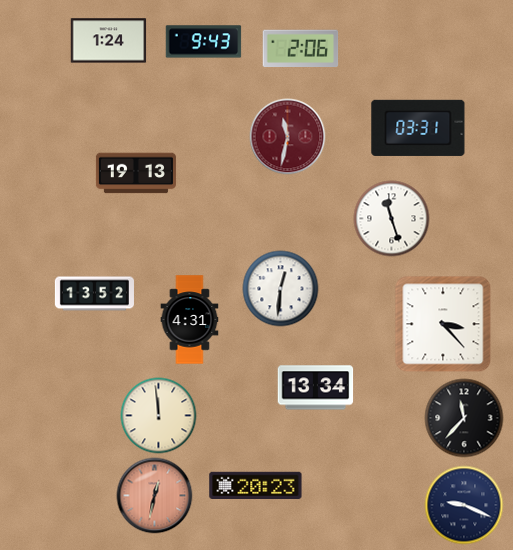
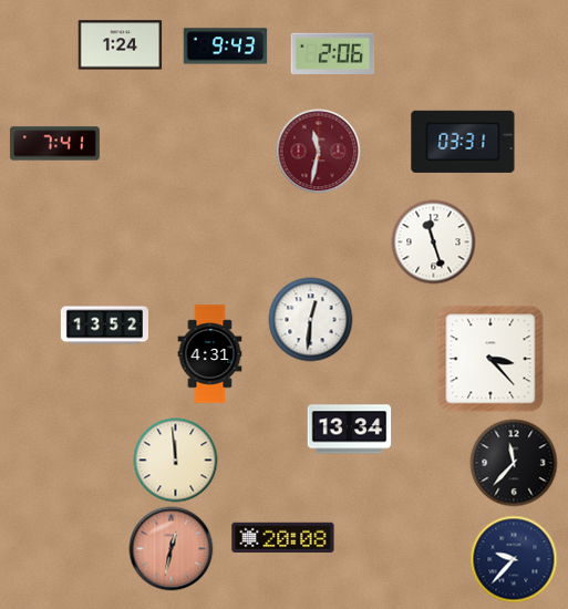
clock at (54, 144): none -> 7:41
clock at (136, 173): 19:13 -> none
clock at (256, 485): 20:23 -> 20:08
clock at (464, 505): 9:19 -> 9:37
